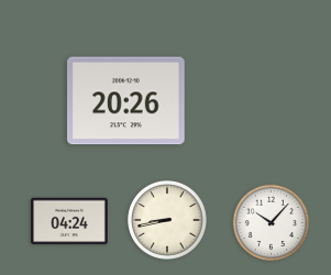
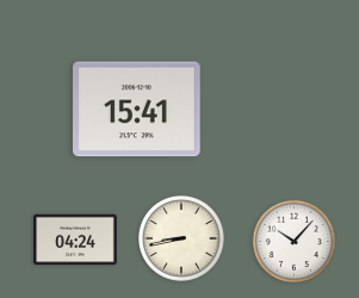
clock at (126, 101): 20:26 -> 15:41
